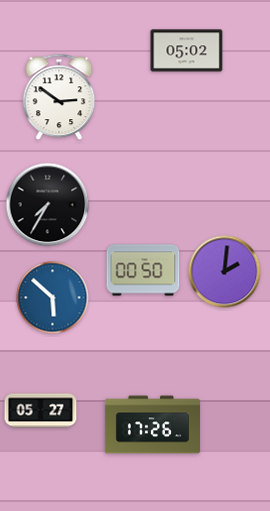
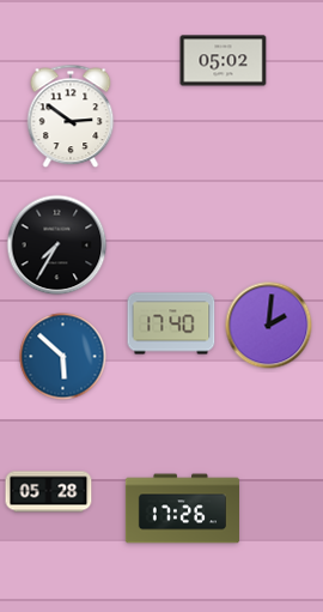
clock at (143, 270): 00:50 -> 17:40
clock at (41, 411): 05:27 -> 05:28
